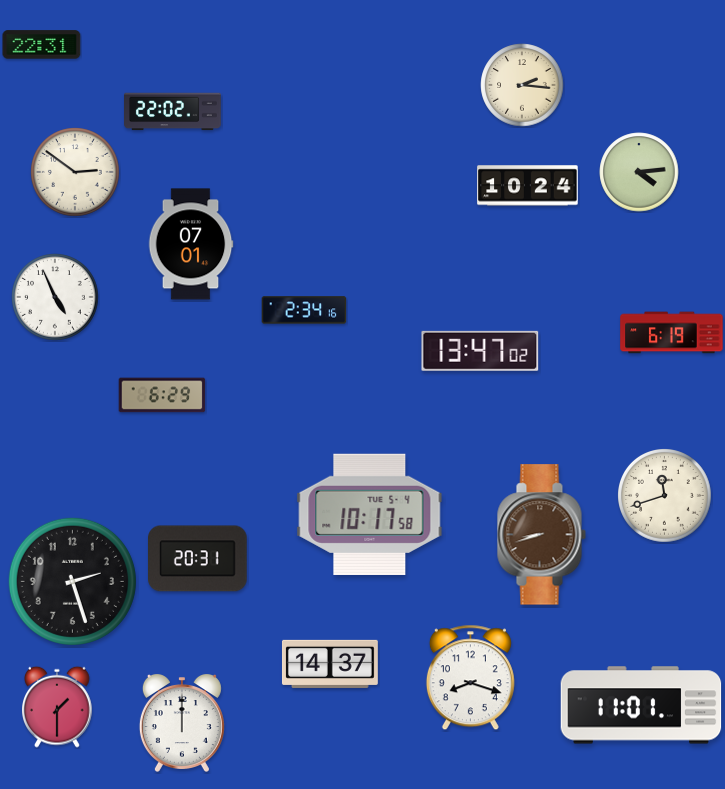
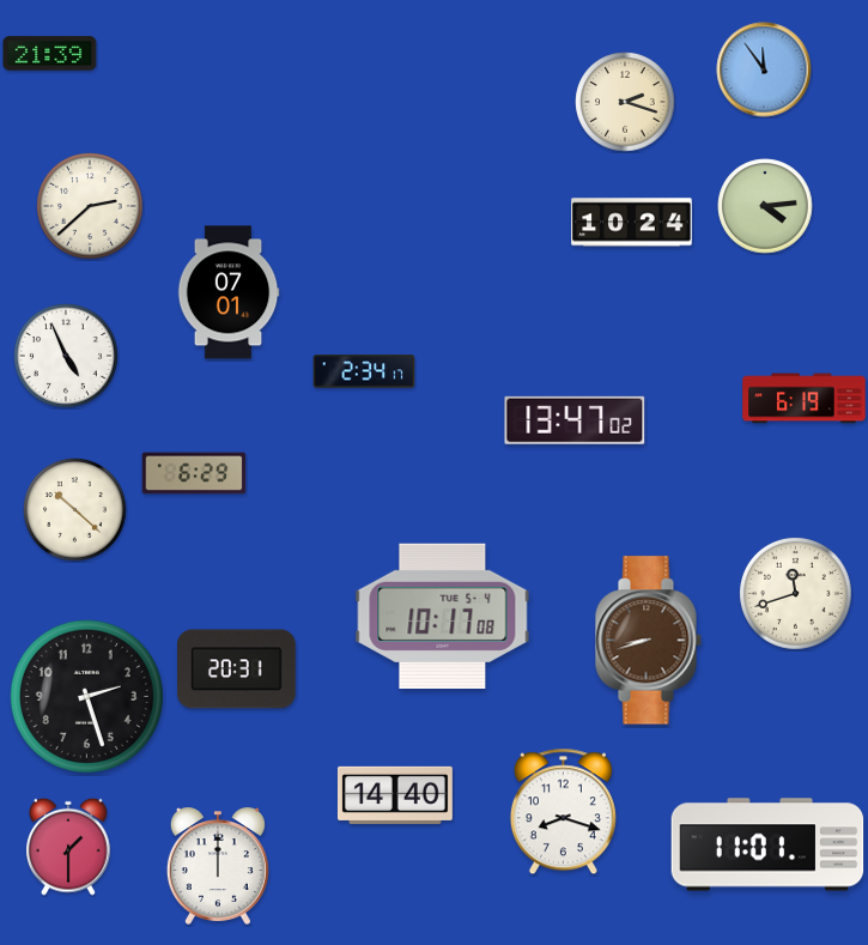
clock at (42, 45): 22:31 -> 21:39
clock at (764, 69): none -> 11:54
clock at (522, 85): 2:16 -> 2:18
clock at (173, 112): 22:02 -> none
clock at (75, 172): 2:51 -> 2:38
clock at (304, 310): 2:34:16 -> 2:34:17
clock at (75, 510): none -> 10:22
clock at (370, 514): 10:17:58 -> 10:17:08
clock at (330, 664): 14:37 -> 14:40
